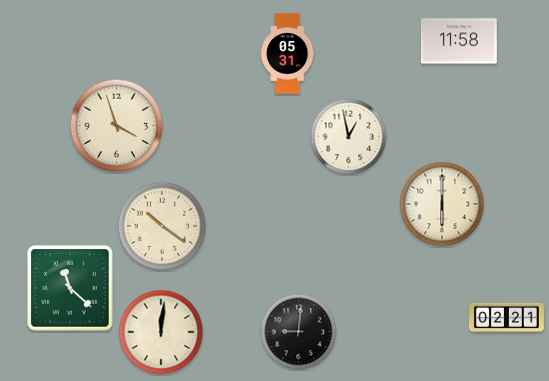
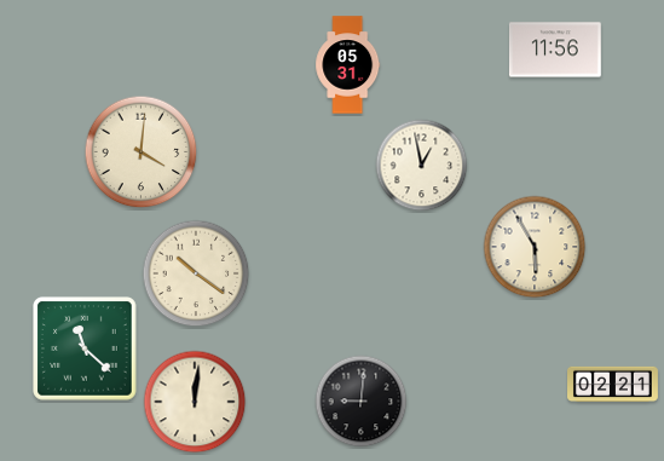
clock at (459, 41): 11:58 -> 11:56
clock at (117, 126): 3:57 -> 4:01
clock at (442, 204): 6:00 -> 5:55
